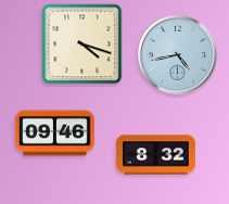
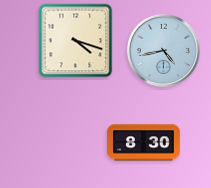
clock at (55, 133): 09:46 -> none
clock at (156, 155): 8:32 -> 8:30
